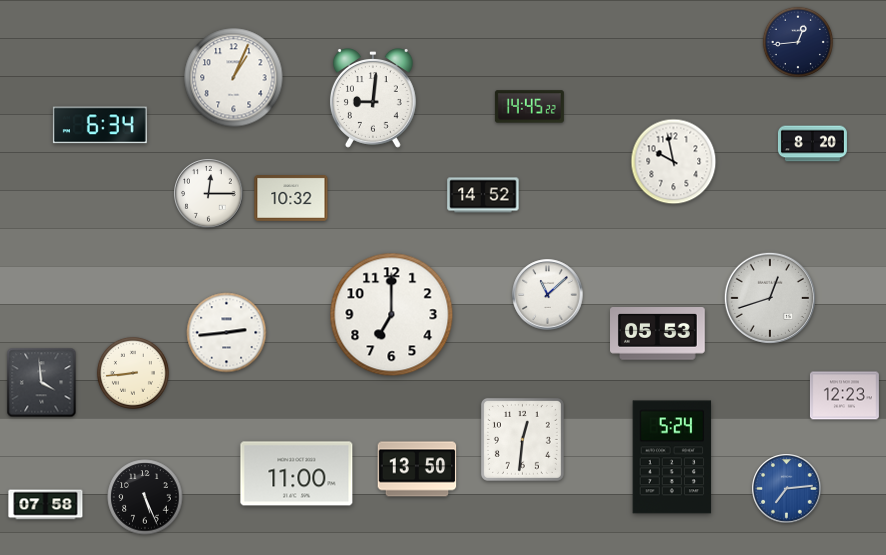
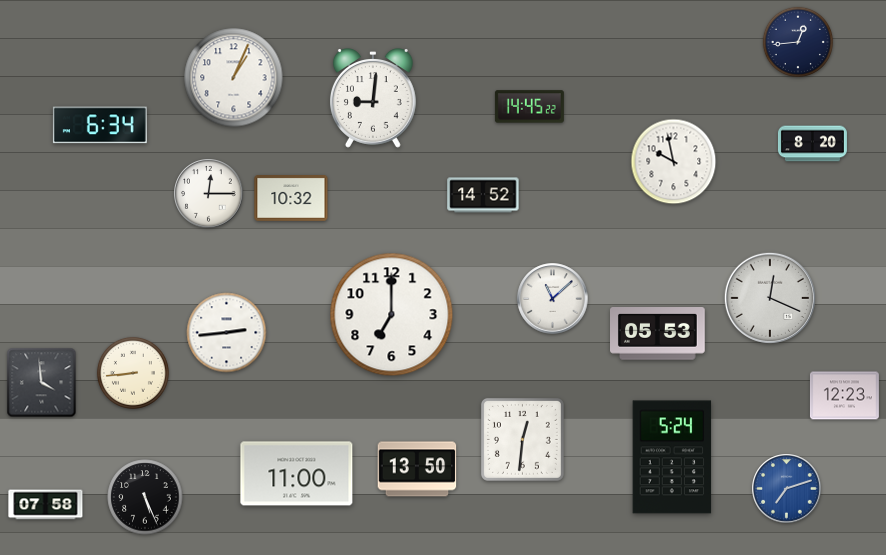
clock at (548, 295) position: (548, 295) -> (553, 299)
clock at (770, 298): 12:42 -> 12:19
clock at (787, 489): 7:14 -> 7:12
